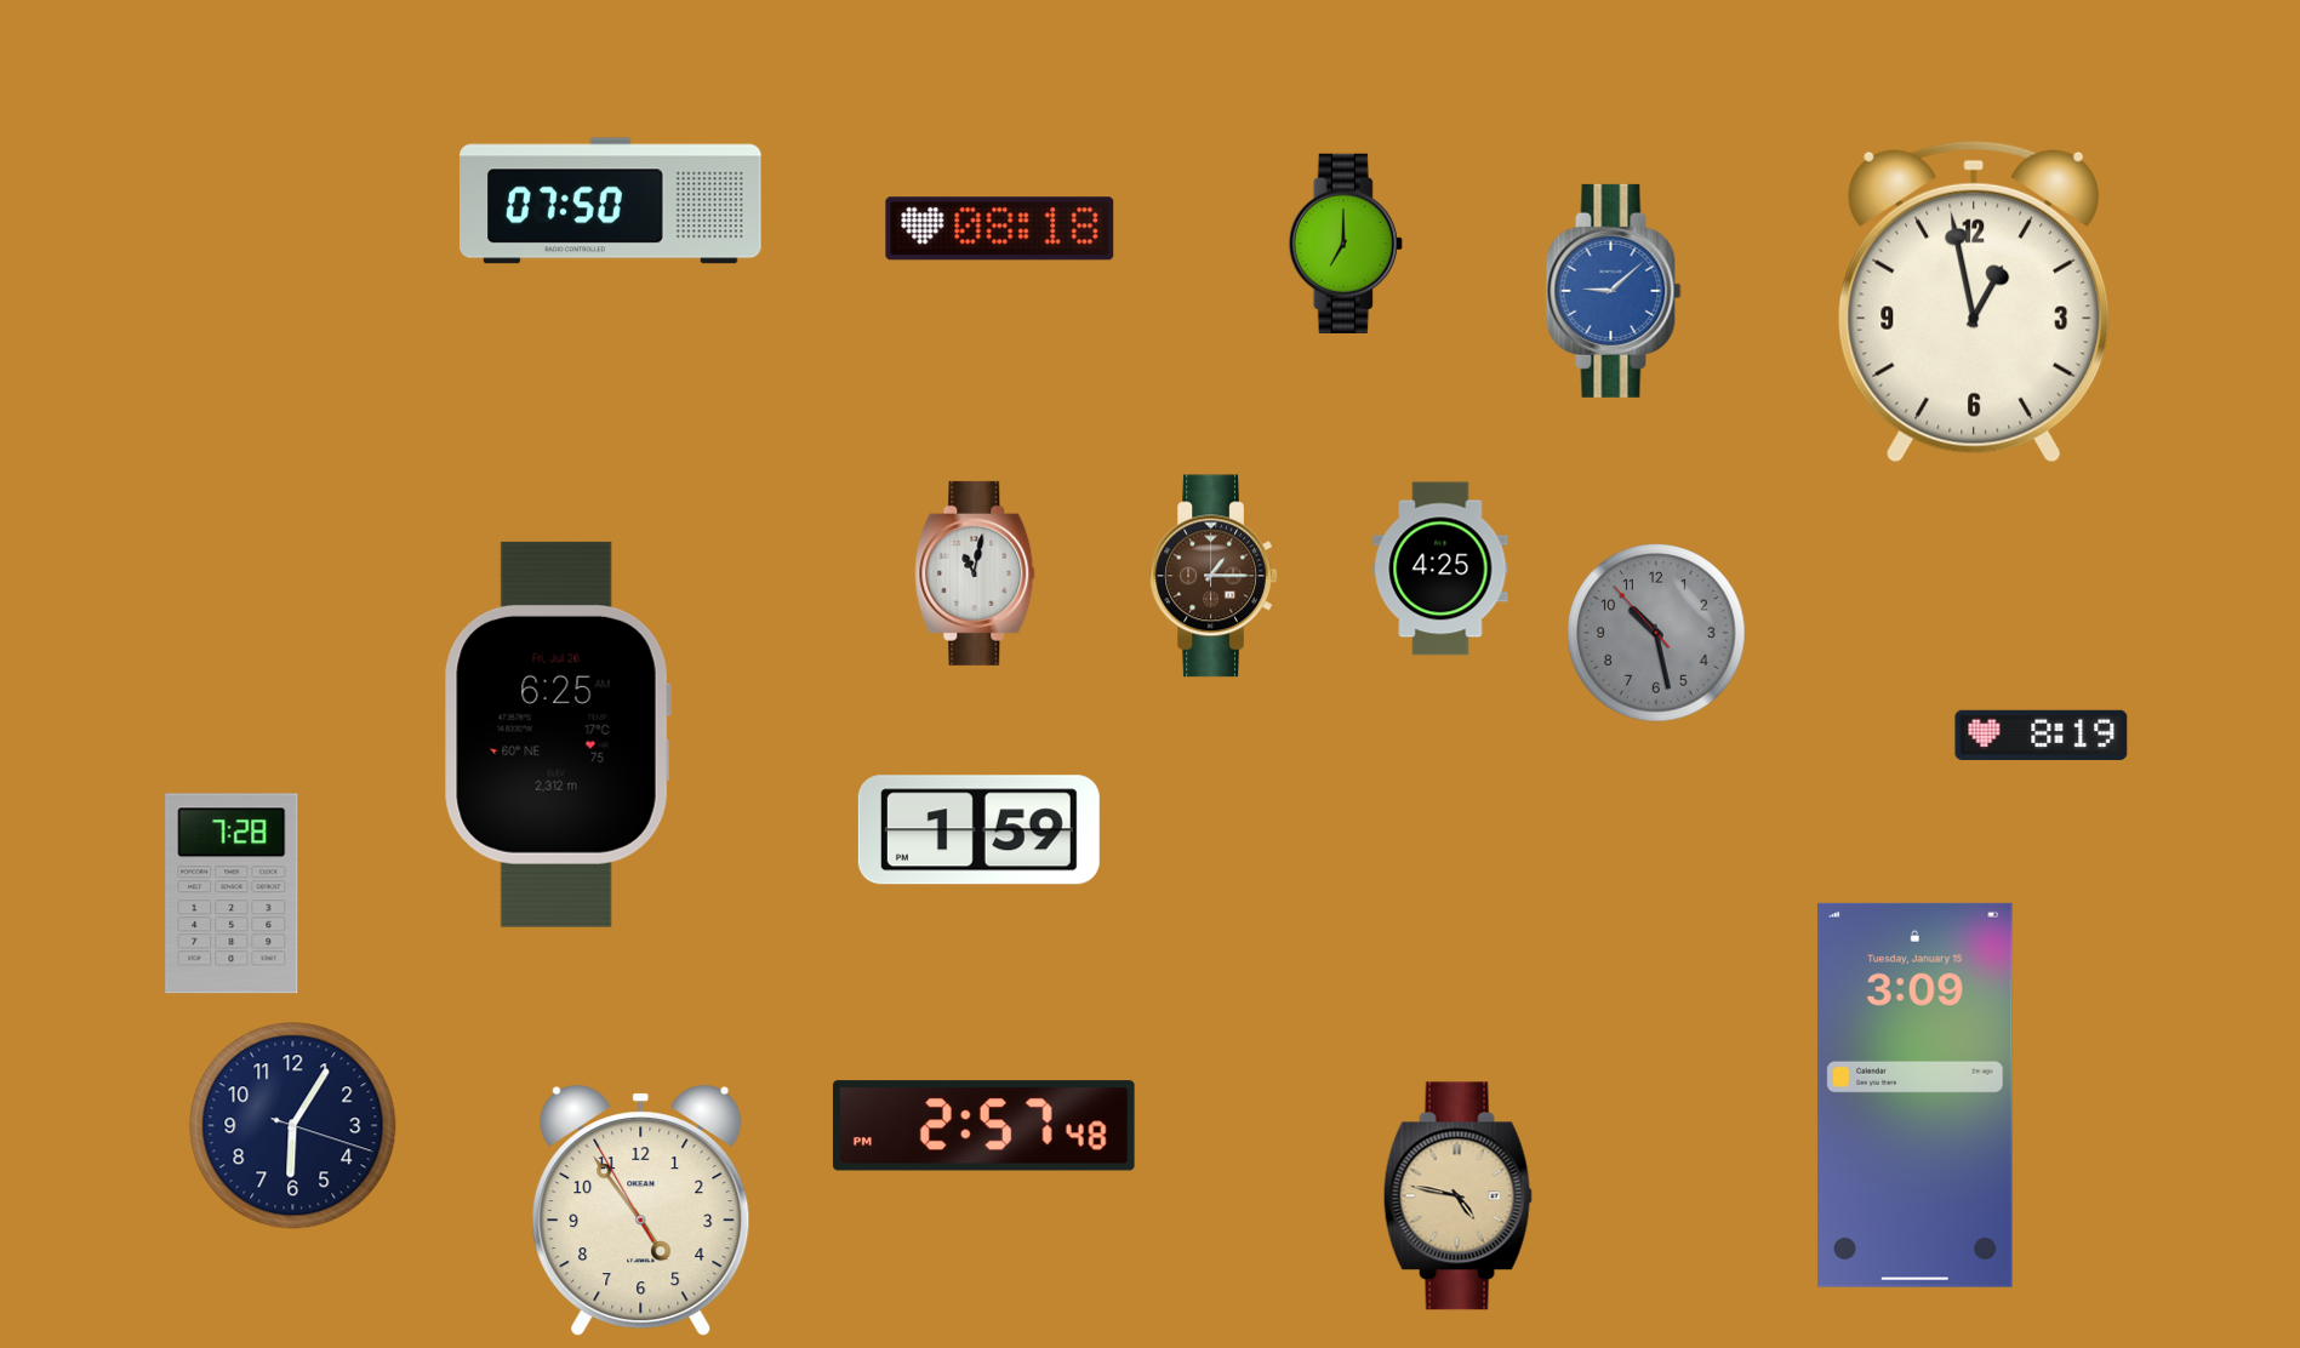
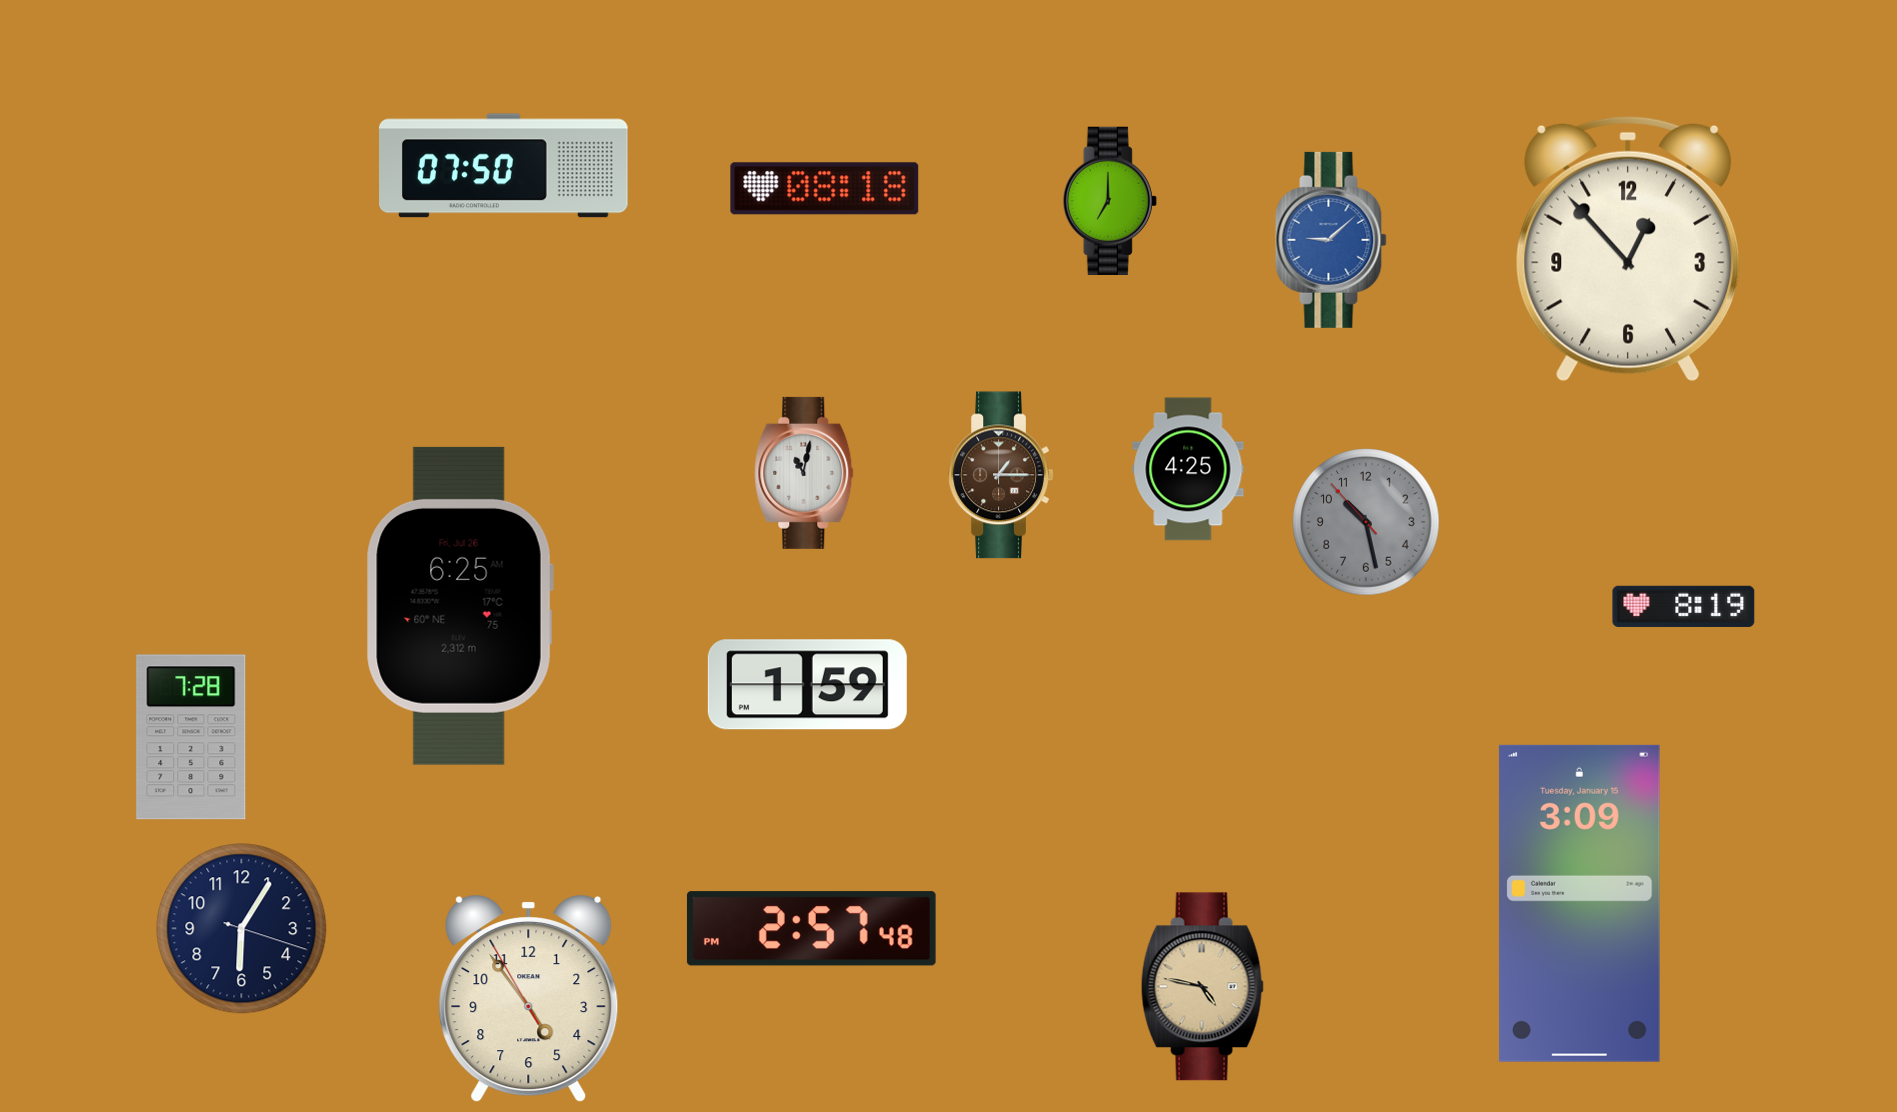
clock at (1974, 302): 12:58 -> 12:53
